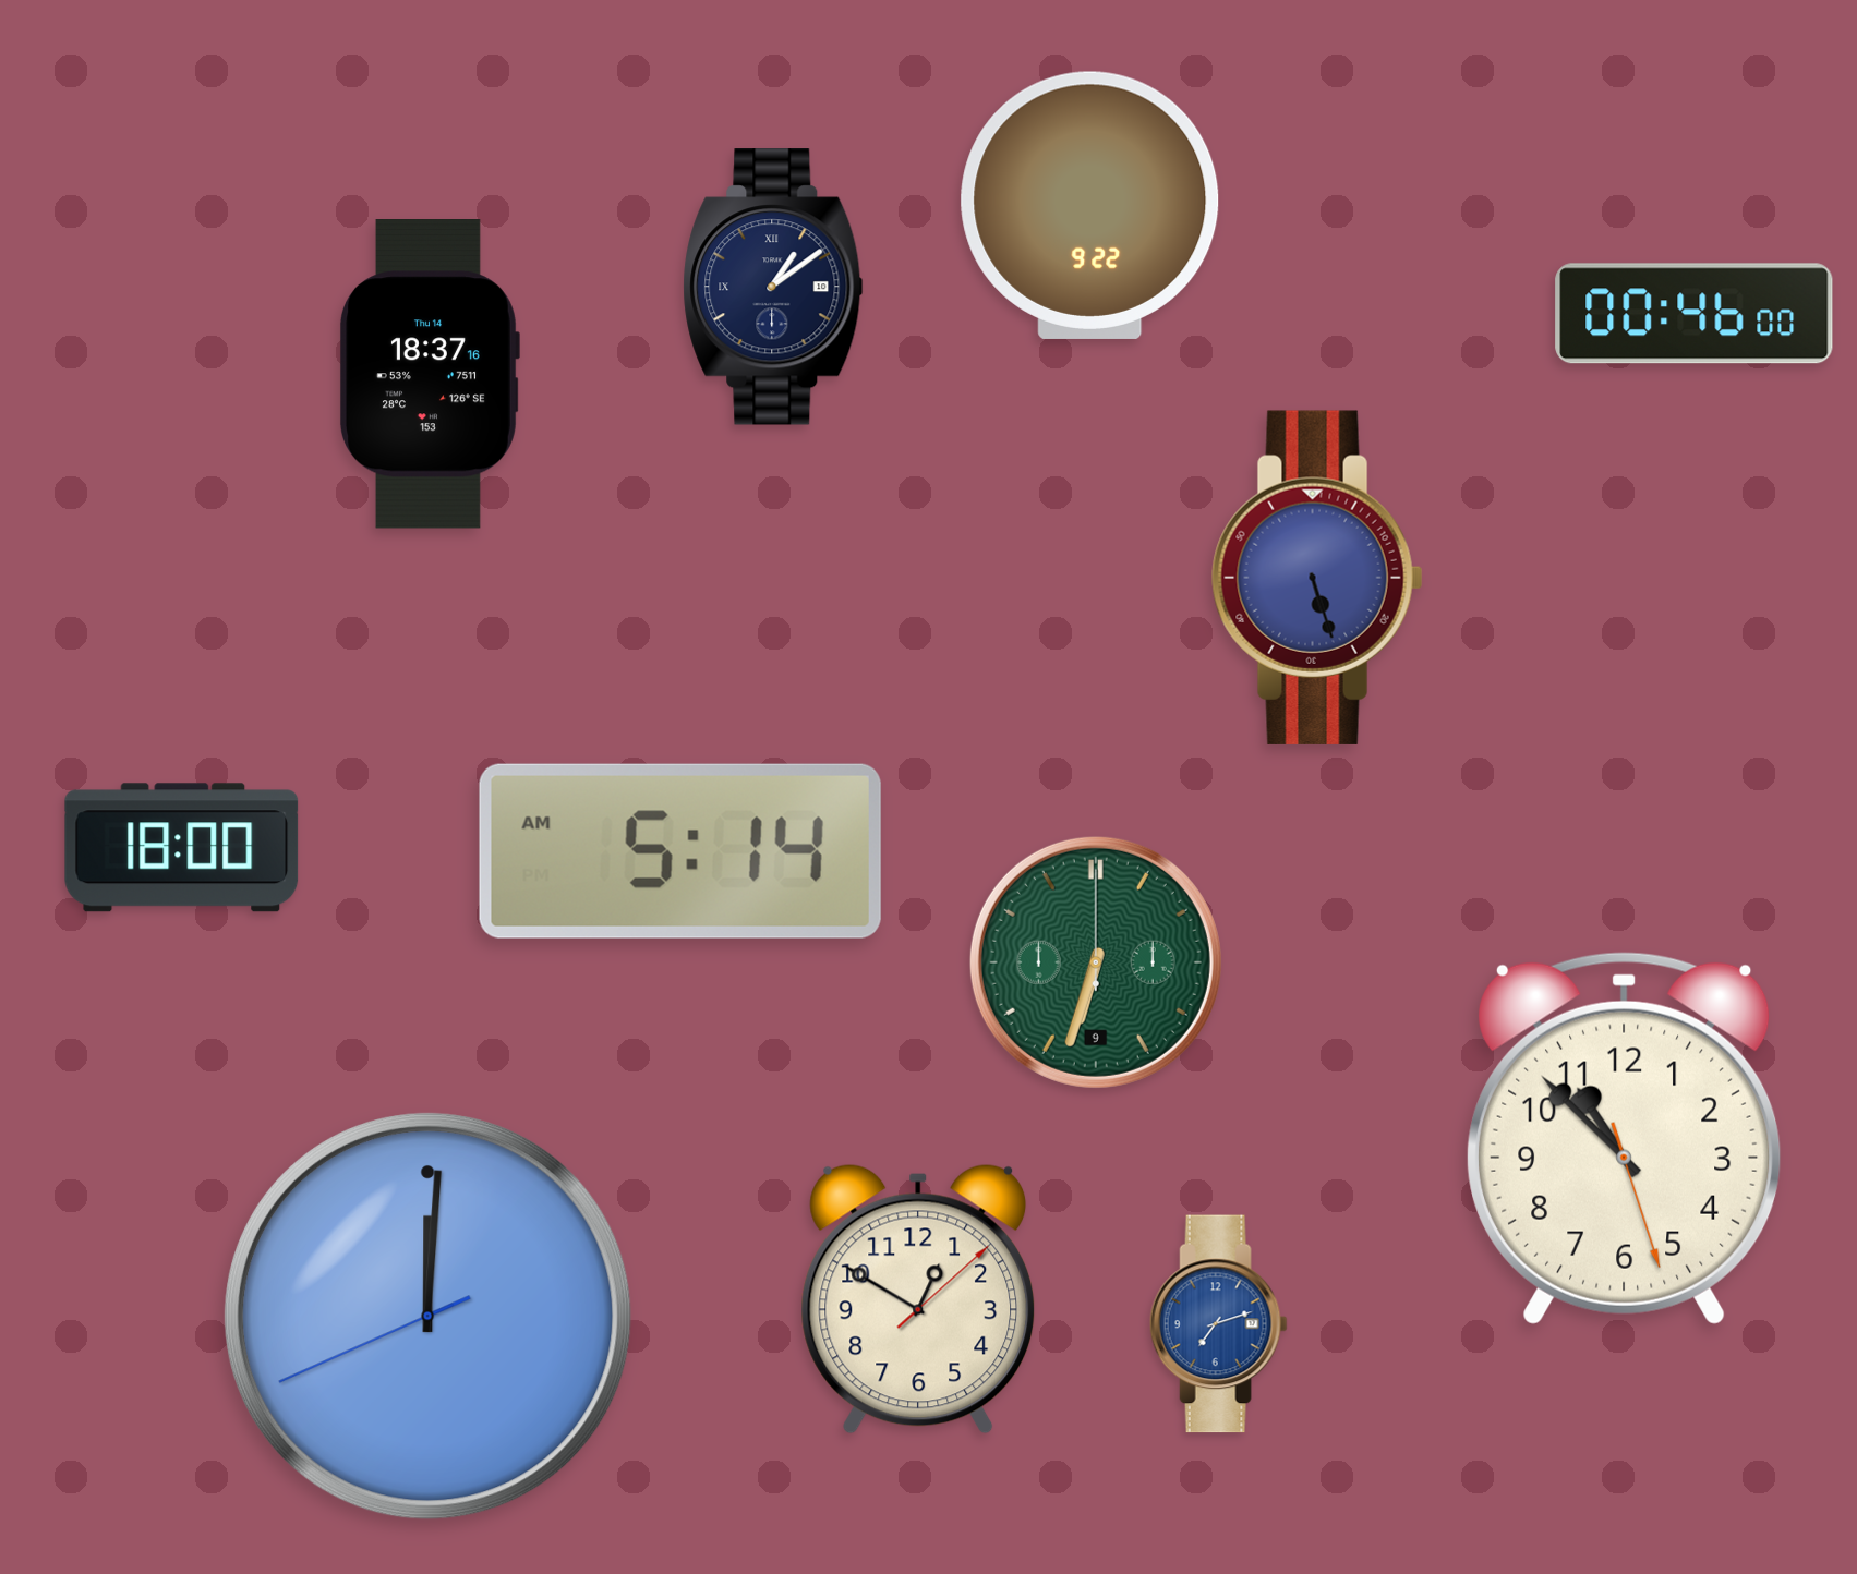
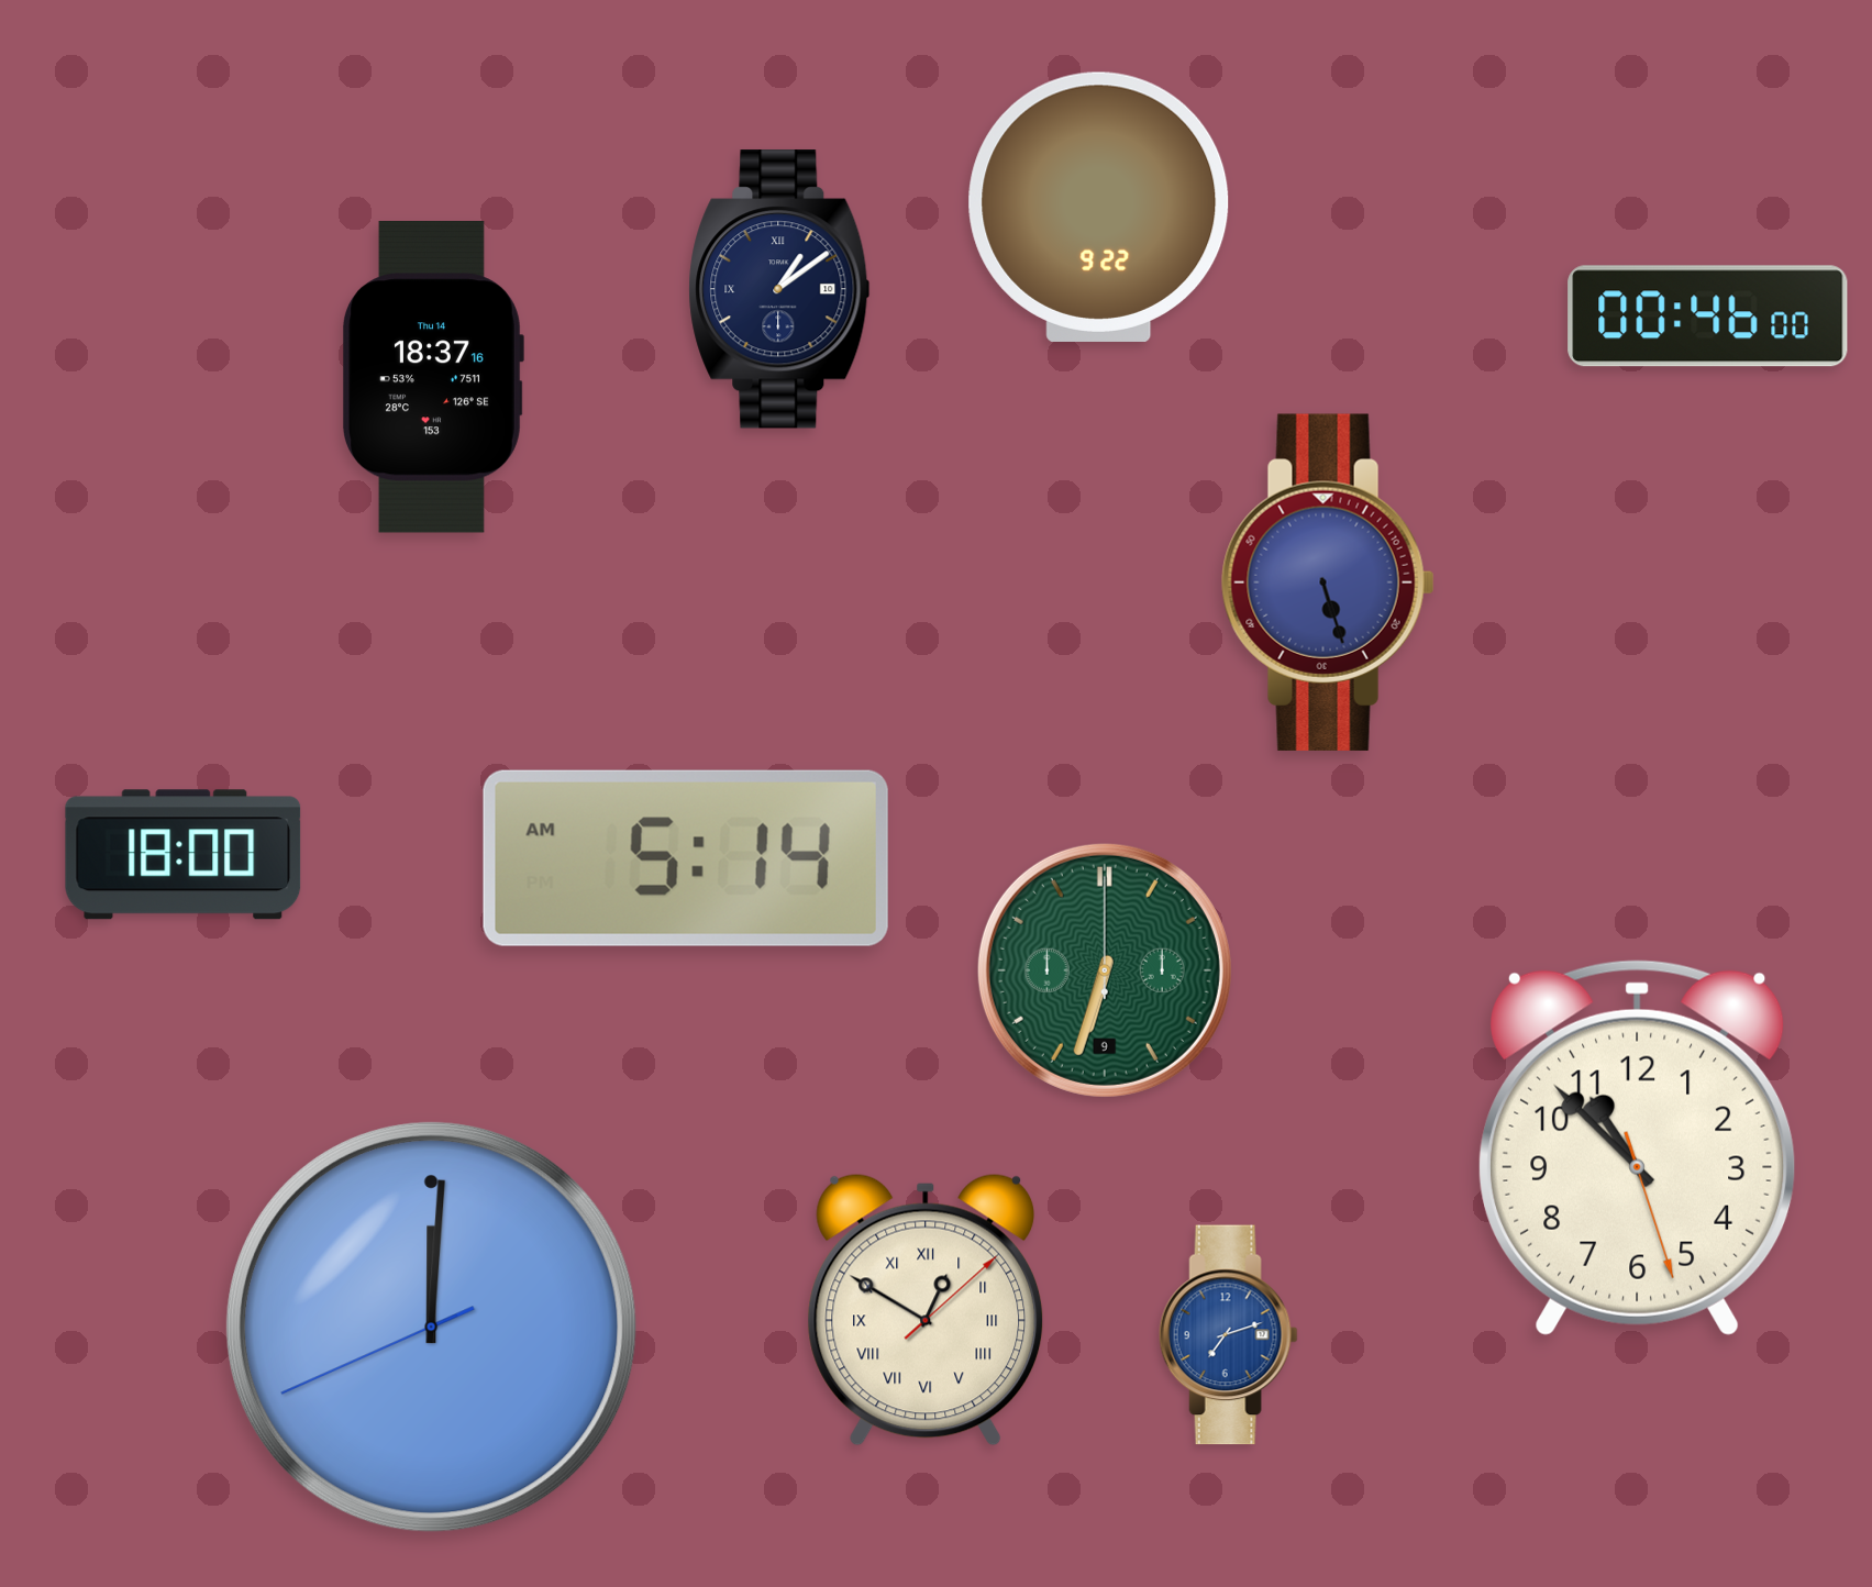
clock at (918, 1299) numerals: Arabic -> Roman
